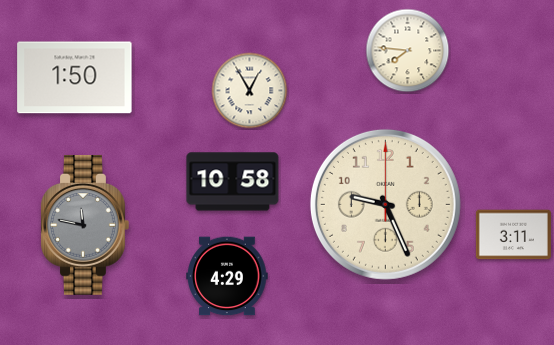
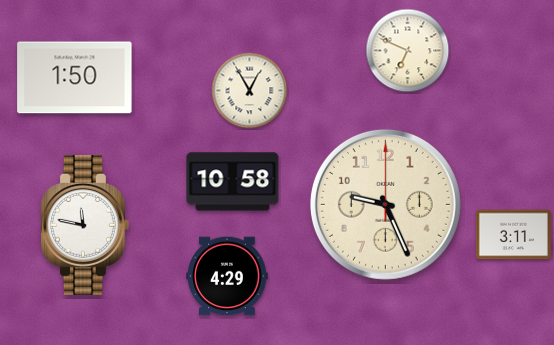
clock at (408, 51): 7:46 -> 6:49
clock at (85, 225) dial: grey -> white
